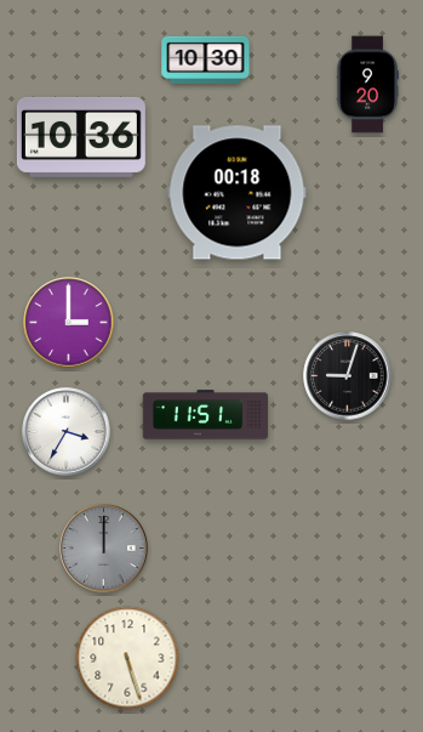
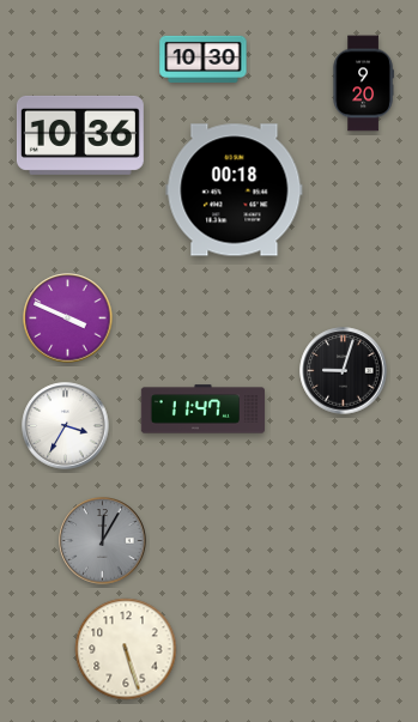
clock at (69, 323): 3:00 -> 3:49
clock at (206, 415): 11:51 -> 11:47
clock at (104, 549): 12:00 -> 12:05
